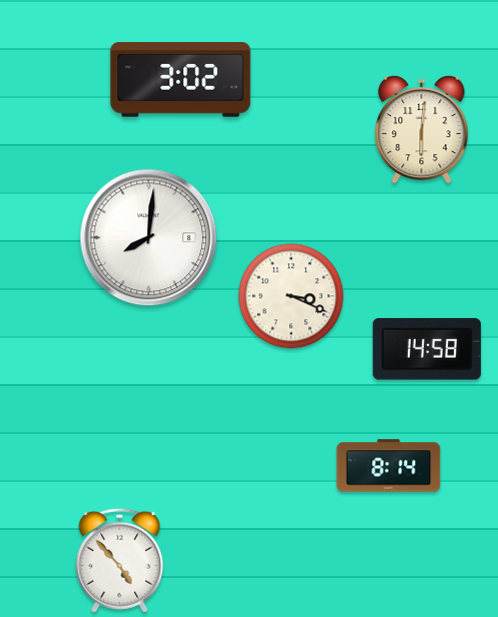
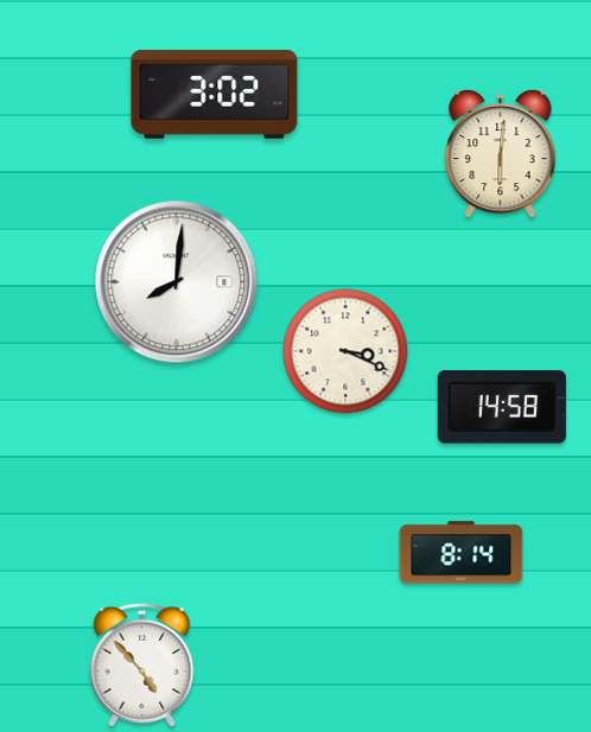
clock at (427, 349) position: (427, 349) -> (502, 407)
